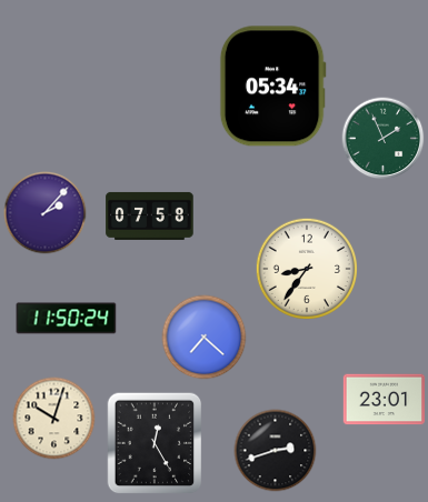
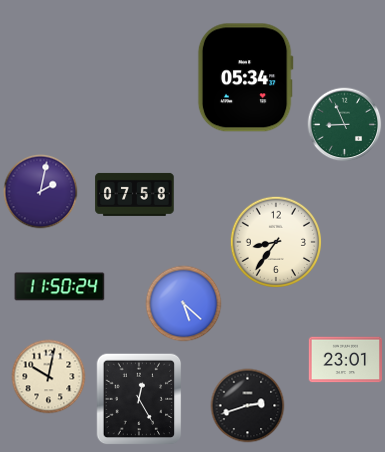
clock at (384, 139): 1:56 -> 8:56
clock at (46, 213): 2:07 -> 2:02
clock at (205, 338): 7:22 -> 5:22
clock at (54, 419): 10:03 -> 10:02
